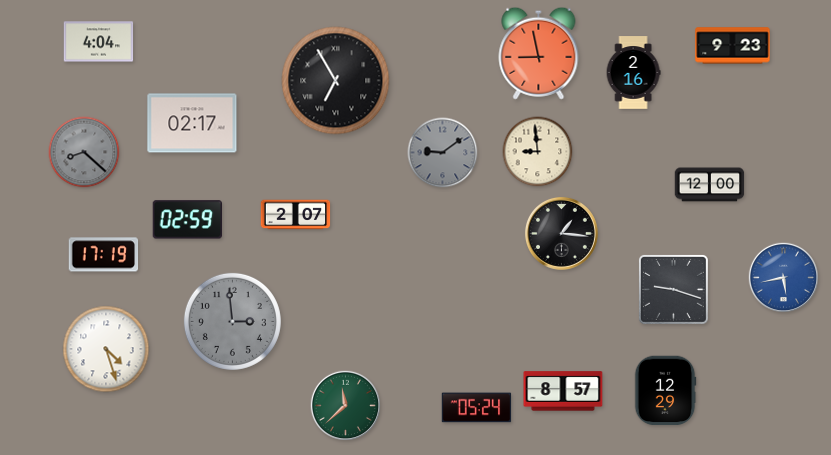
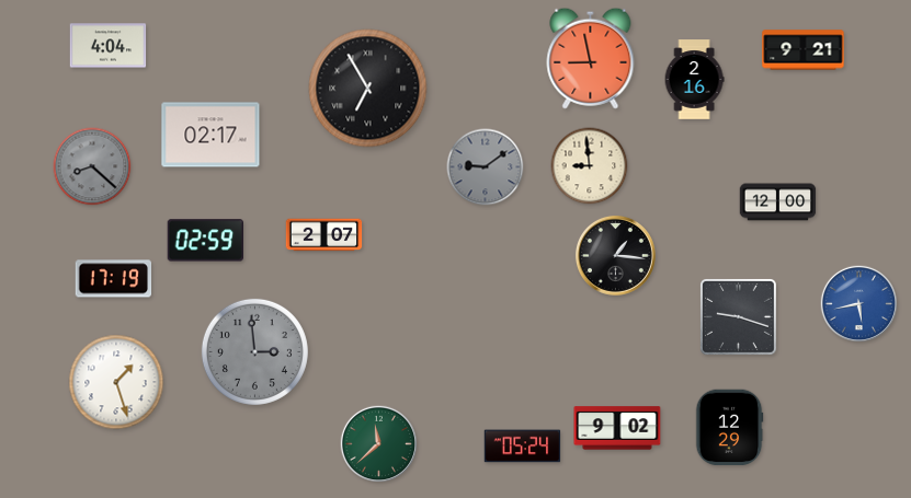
clock at (733, 46): 9:23 -> 9:21
clock at (106, 349): 4:27 -> 1:27
clock at (563, 391): 8:57 -> 9:02
